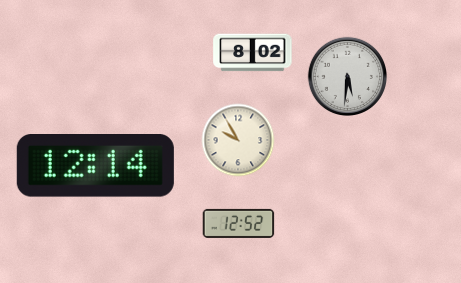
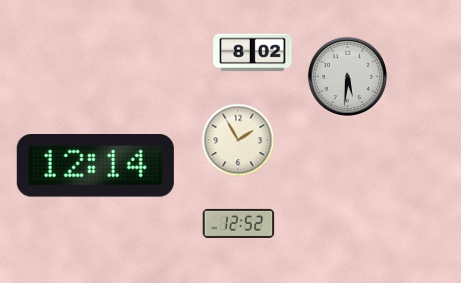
clock at (238, 140): 9:55 -> 1:55
